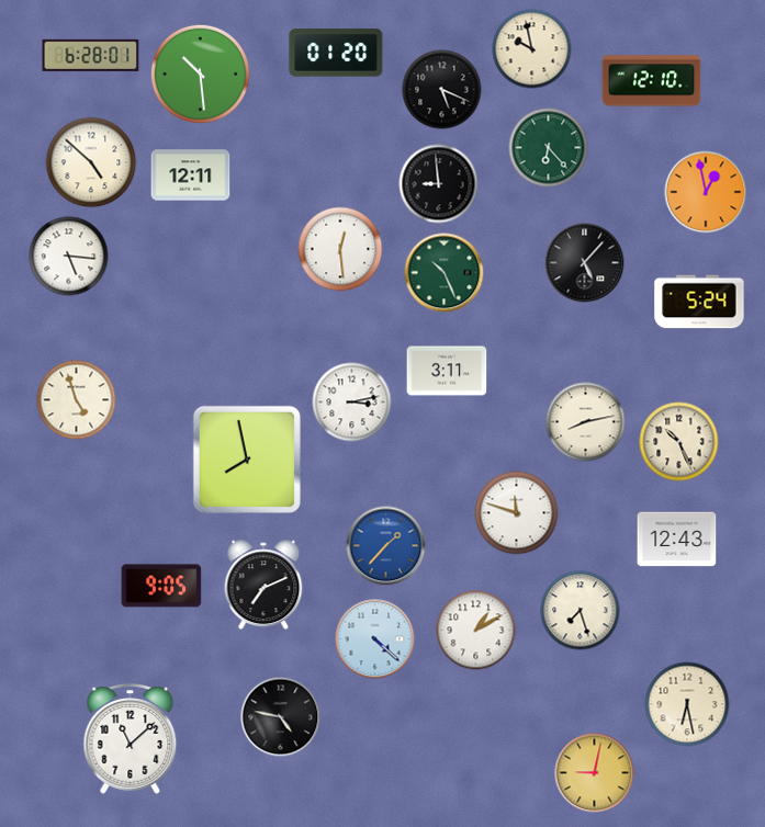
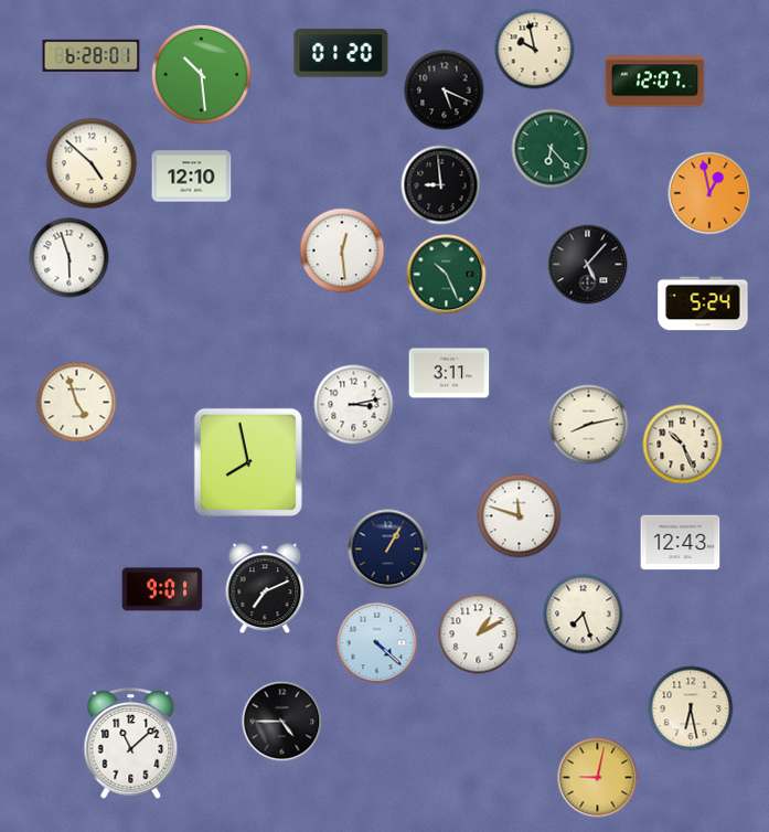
clock at (336, 53) position: (336, 53) -> (341, 53)
clock at (652, 81): 12:10 -> 12:07
clock at (191, 175): 12:11 -> 12:10
clock at (69, 257): 5:16 -> 5:57
clock at (386, 546): 1:37 -> 1:05
clock at (386, 546) dial: blue -> navy
clock at (161, 586): 9:05 -> 9:01
clock at (281, 717): 4:47 -> 4:45
